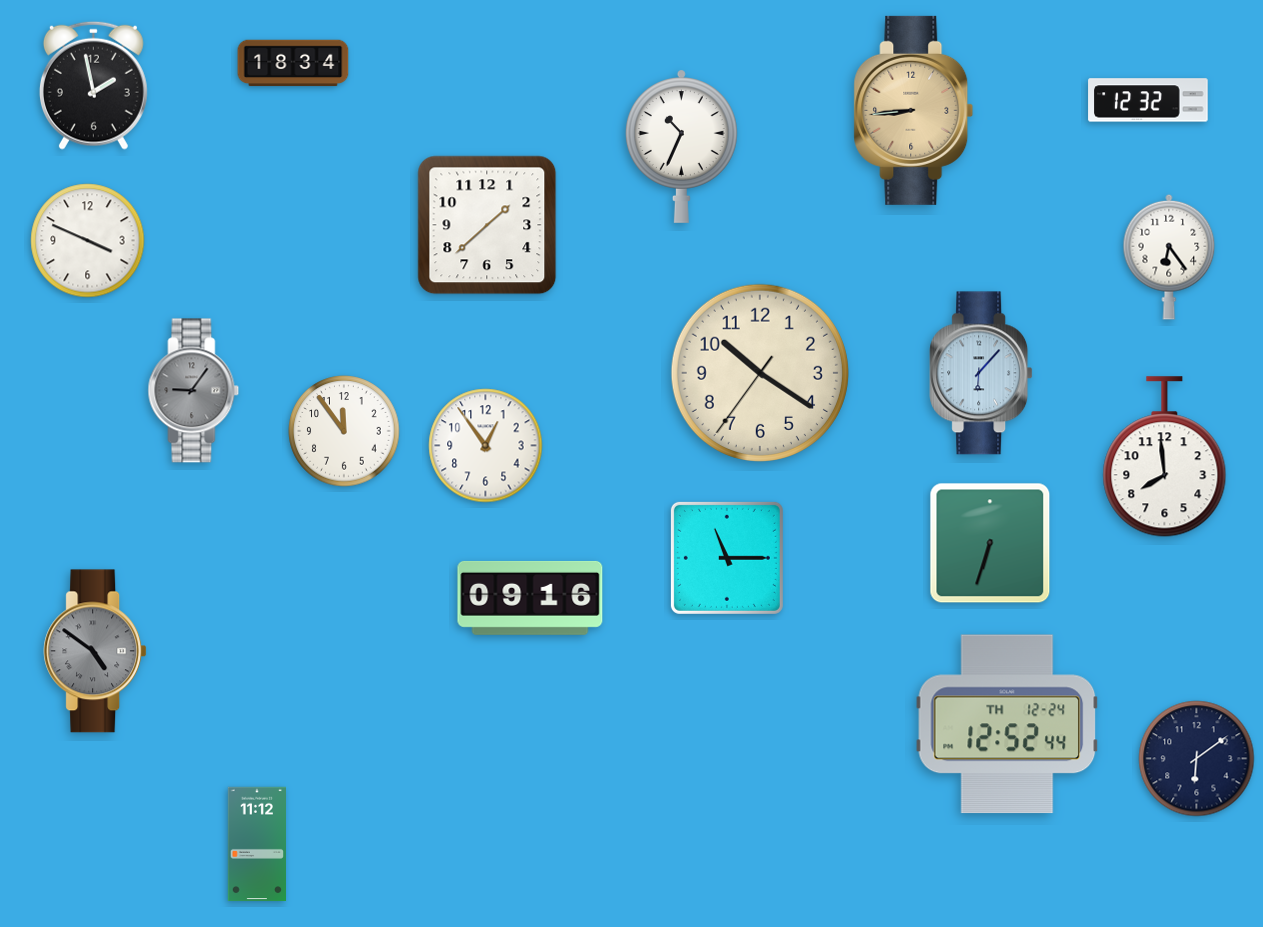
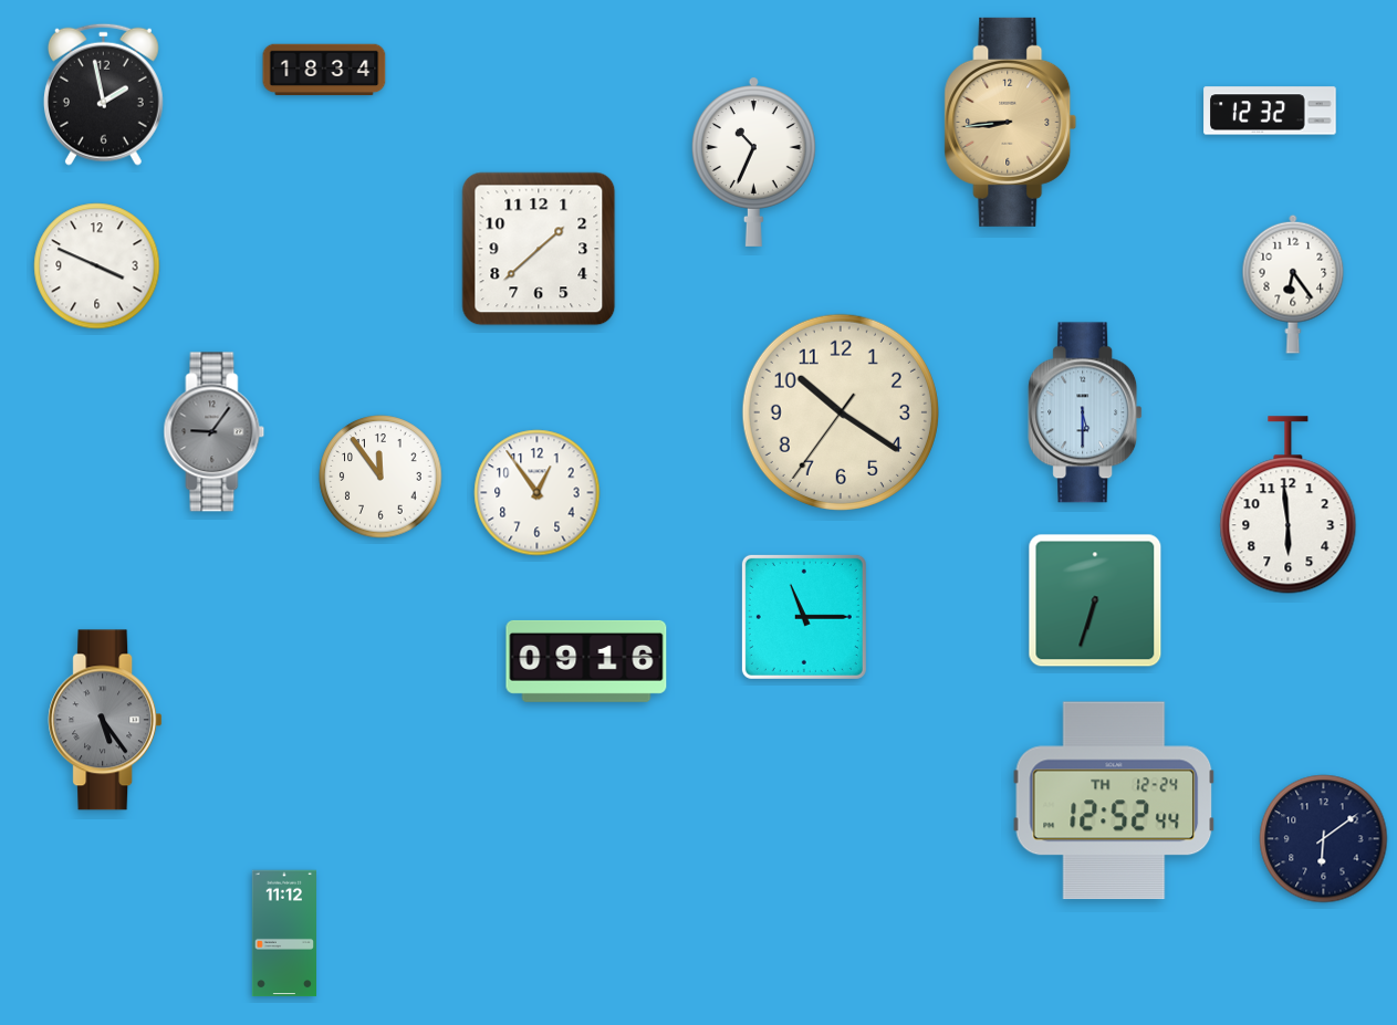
clock at (981, 373): 6:07 -> 5:30
clock at (1165, 457): 7:59 -> 5:59
clock at (95, 651): 4:51 -> 5:24
